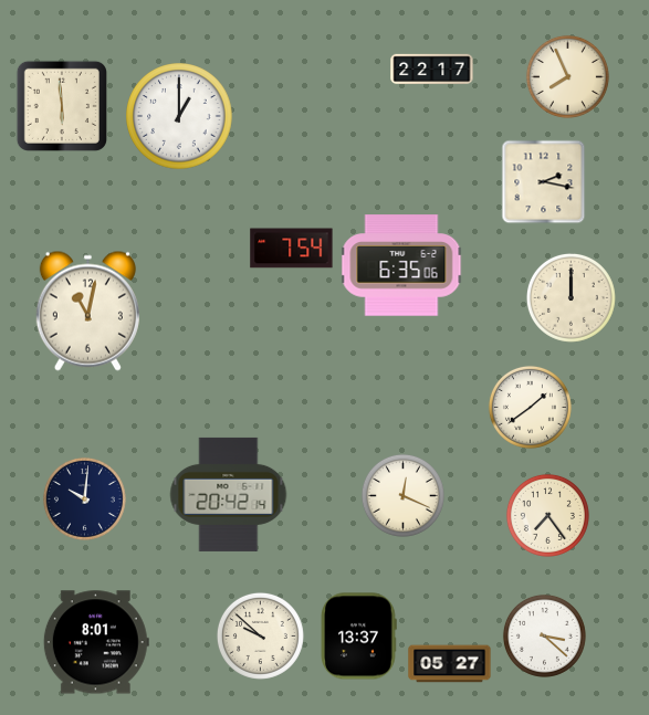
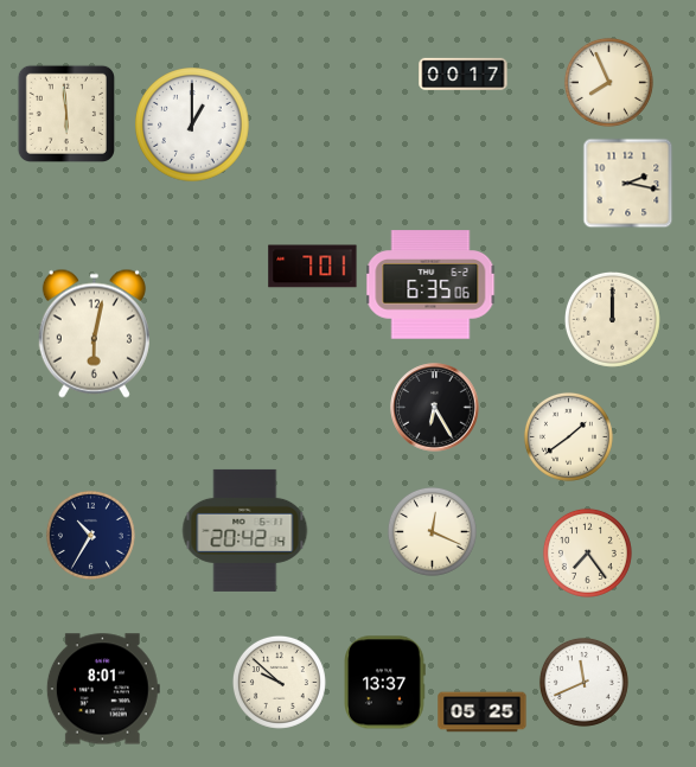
clock at (432, 70): 22:17 -> 00:17
clock at (544, 182) position: (544, 182) -> (628, 184)
clock at (292, 249): 7:54 -> 7:01
clock at (87, 311): 11:02 -> 6:02
clock at (435, 408): none -> 6:25
clock at (84, 498): 10:01 -> 10:35
clock at (544, 635): 3:22 -> 11:41
clock at (450, 664): 05:27 -> 05:25
